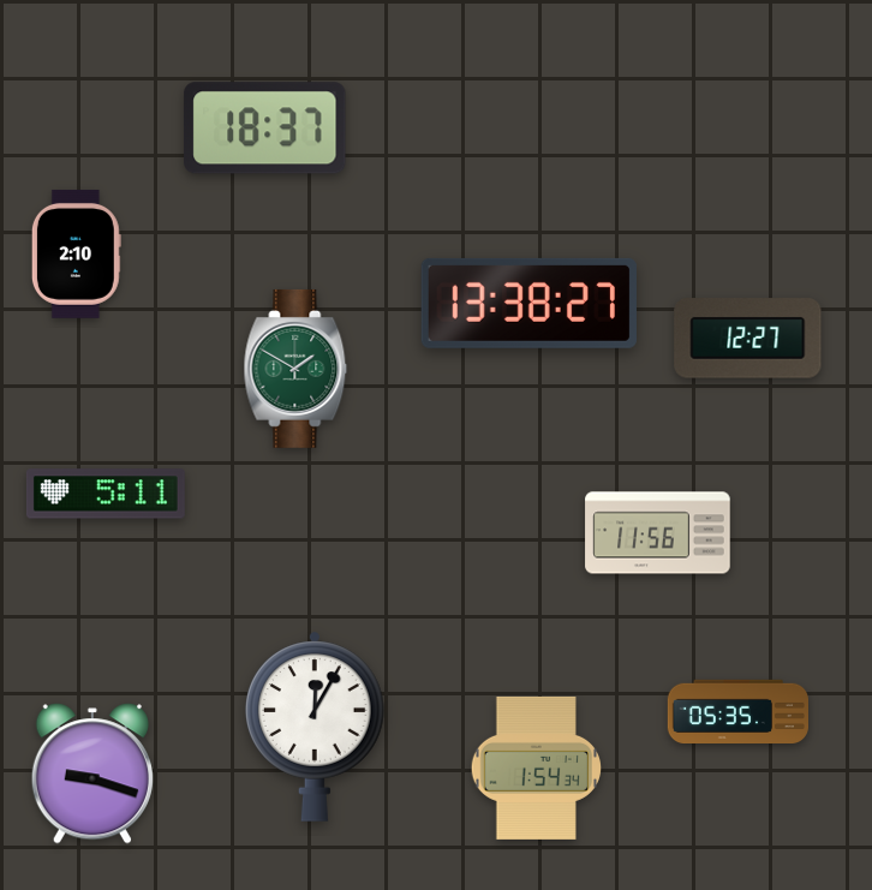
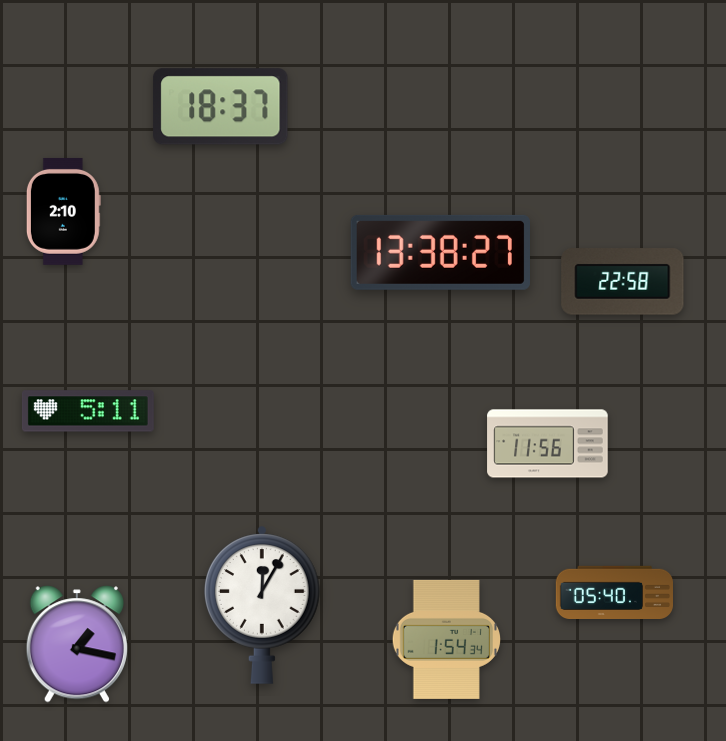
clock at (748, 339): 12:27 -> 22:58
clock at (295, 369): 1:50 -> none
clock at (737, 711): 05:35 -> 05:40
clock at (92, 773): 9:18 -> 1:17
